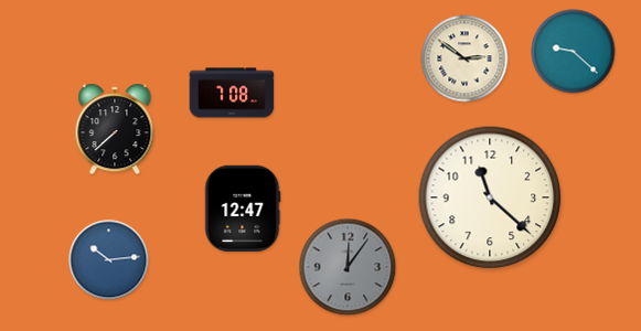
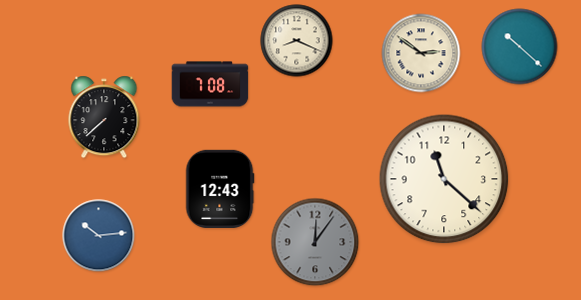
clock at (297, 41): none -> 8:19
clock at (574, 52): 9:22 -> 10:22
clock at (243, 207): 12:47 -> 12:43
